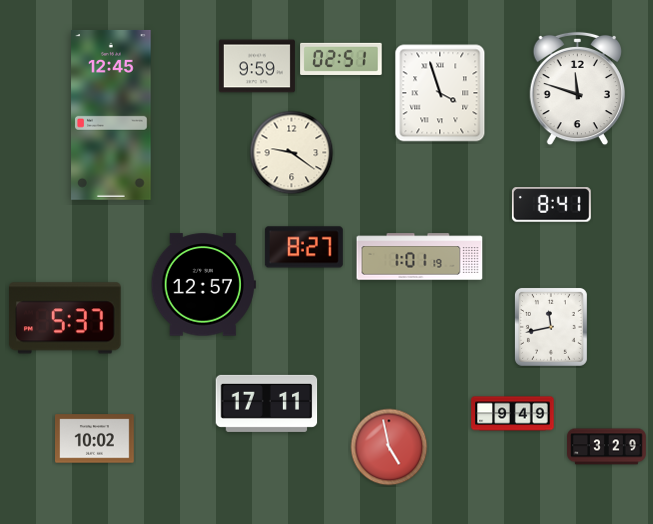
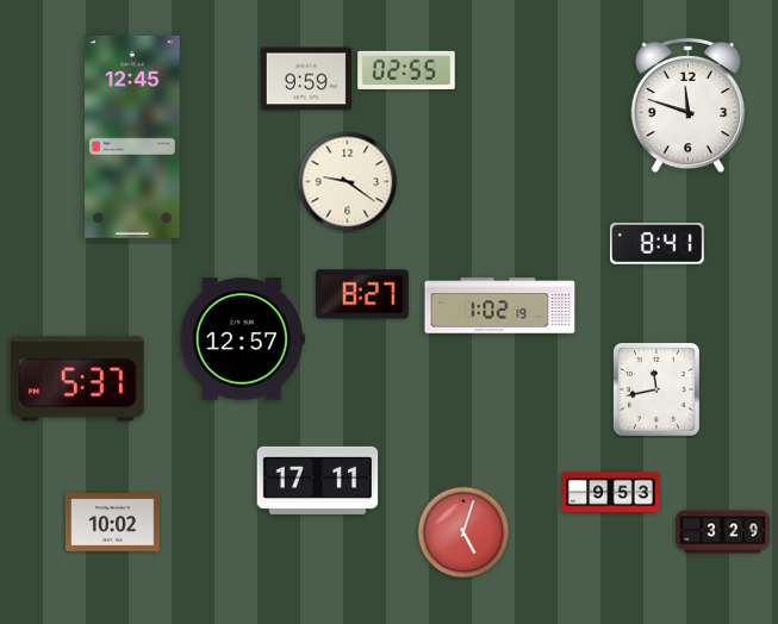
clock at (341, 59): 02:51 -> 02:55
clock at (440, 93): 3:57 -> none
clock at (420, 257): 1:01 -> 1:02
clock at (513, 414): 9:49 -> 9:53
clock at (389, 447): 4:58 -> 5:03
